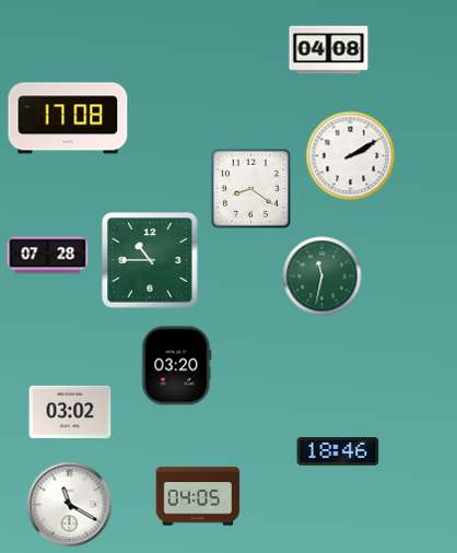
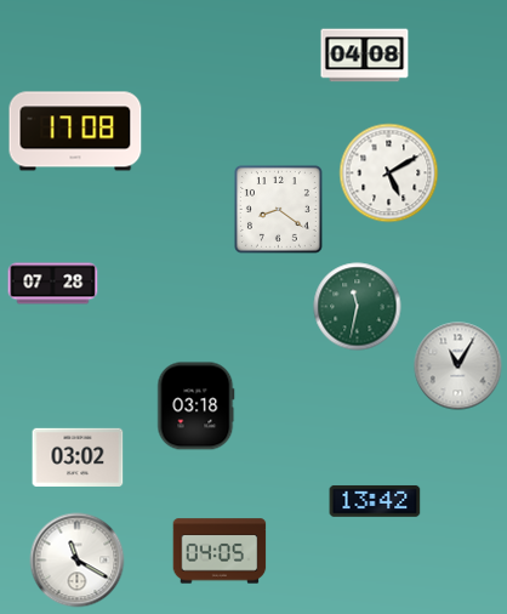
clock at (351, 156): 2:10 -> 5:10
clock at (150, 260): 10:45 -> none
clock at (458, 366): none -> 11:05
clock at (177, 366): 03:20 -> 03:18
clock at (338, 451): 18:46 -> 13:42
